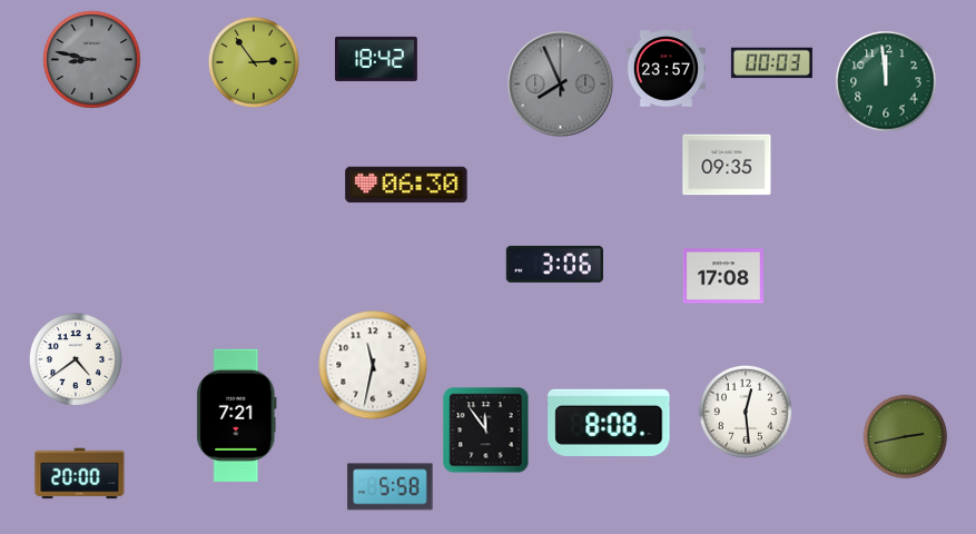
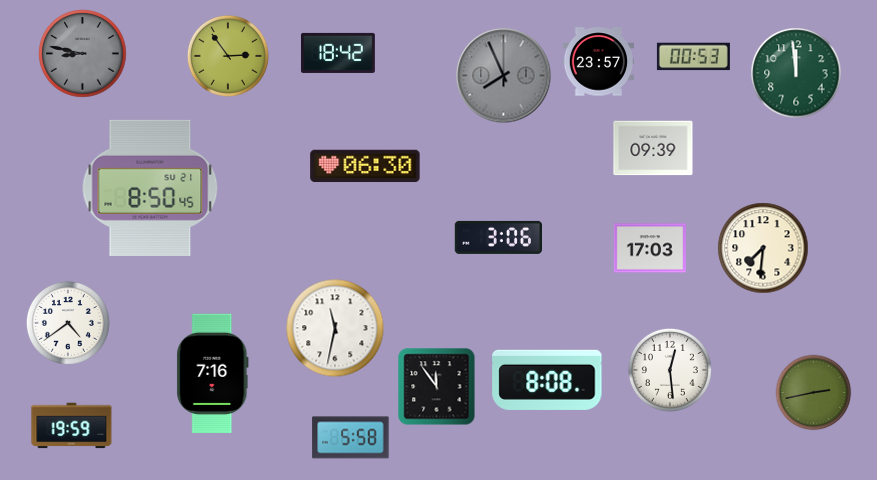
clock at (771, 63): 00:03 -> 00:53
clock at (727, 165): 09:35 -> 09:39
clock at (150, 188): none -> 8:50
clock at (723, 276): 17:08 -> 17:03
clock at (763, 248): none -> 7:31
clock at (237, 416): 7:21 -> 7:16
clock at (80, 474): 20:00 -> 19:59
